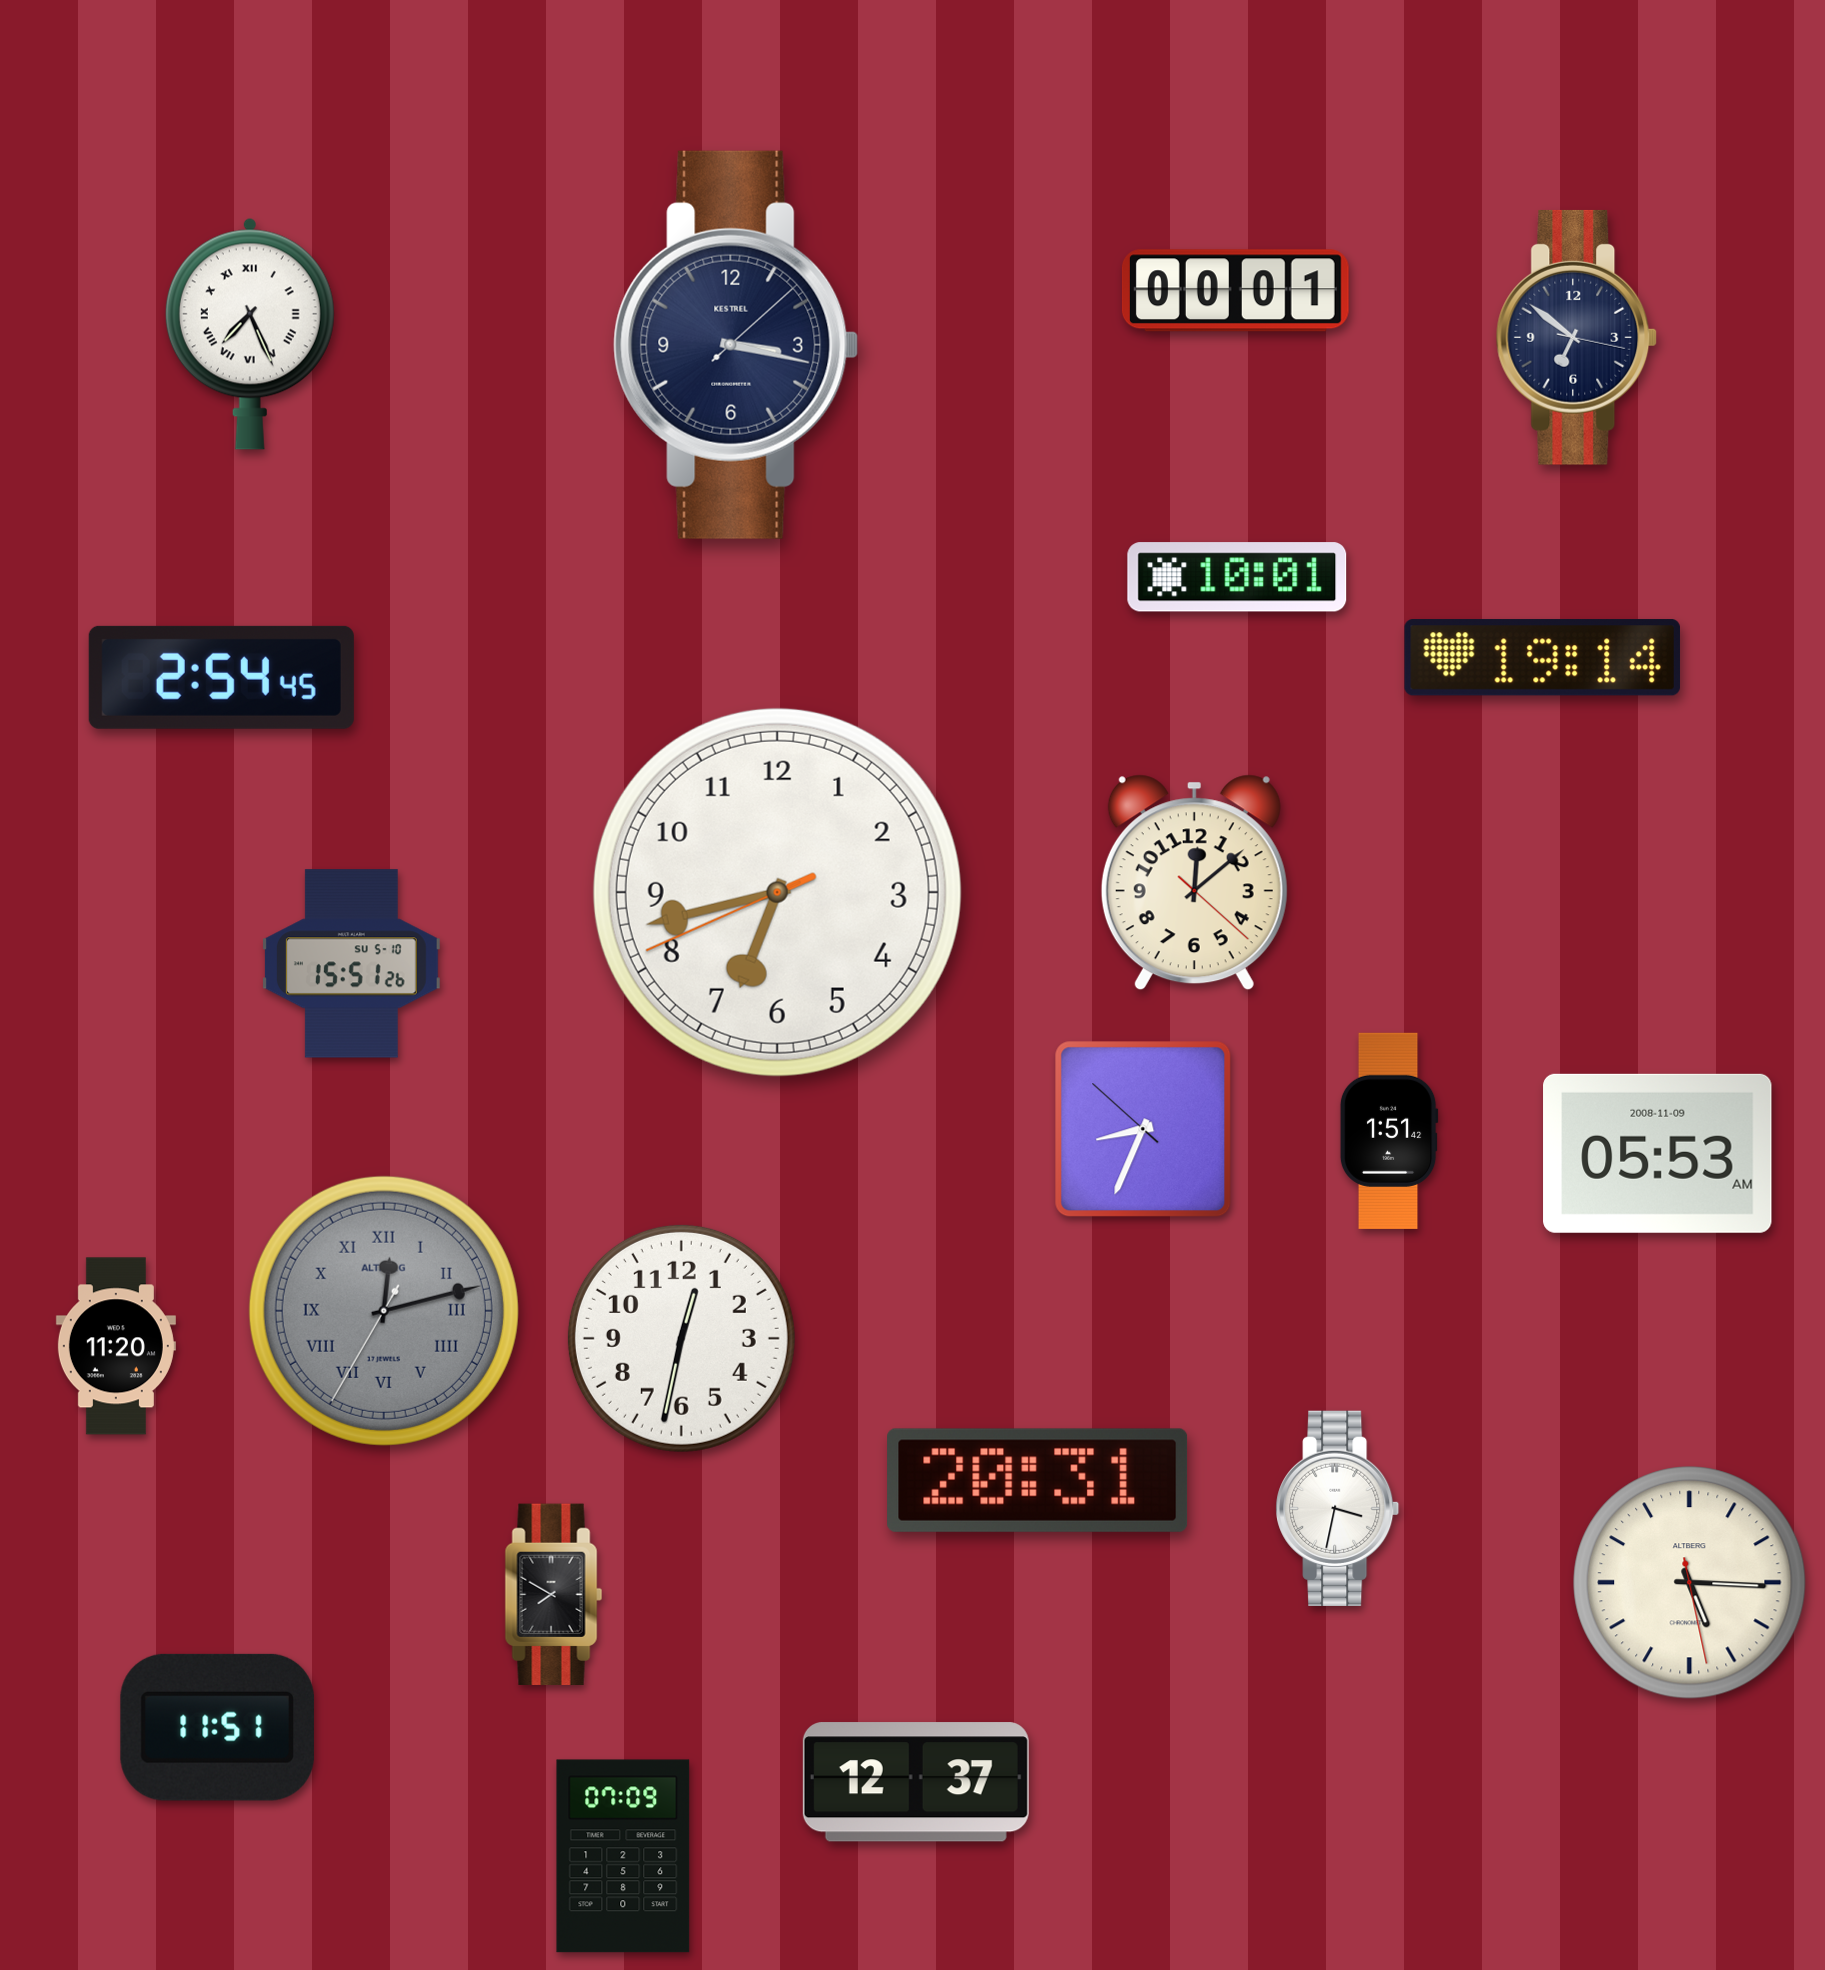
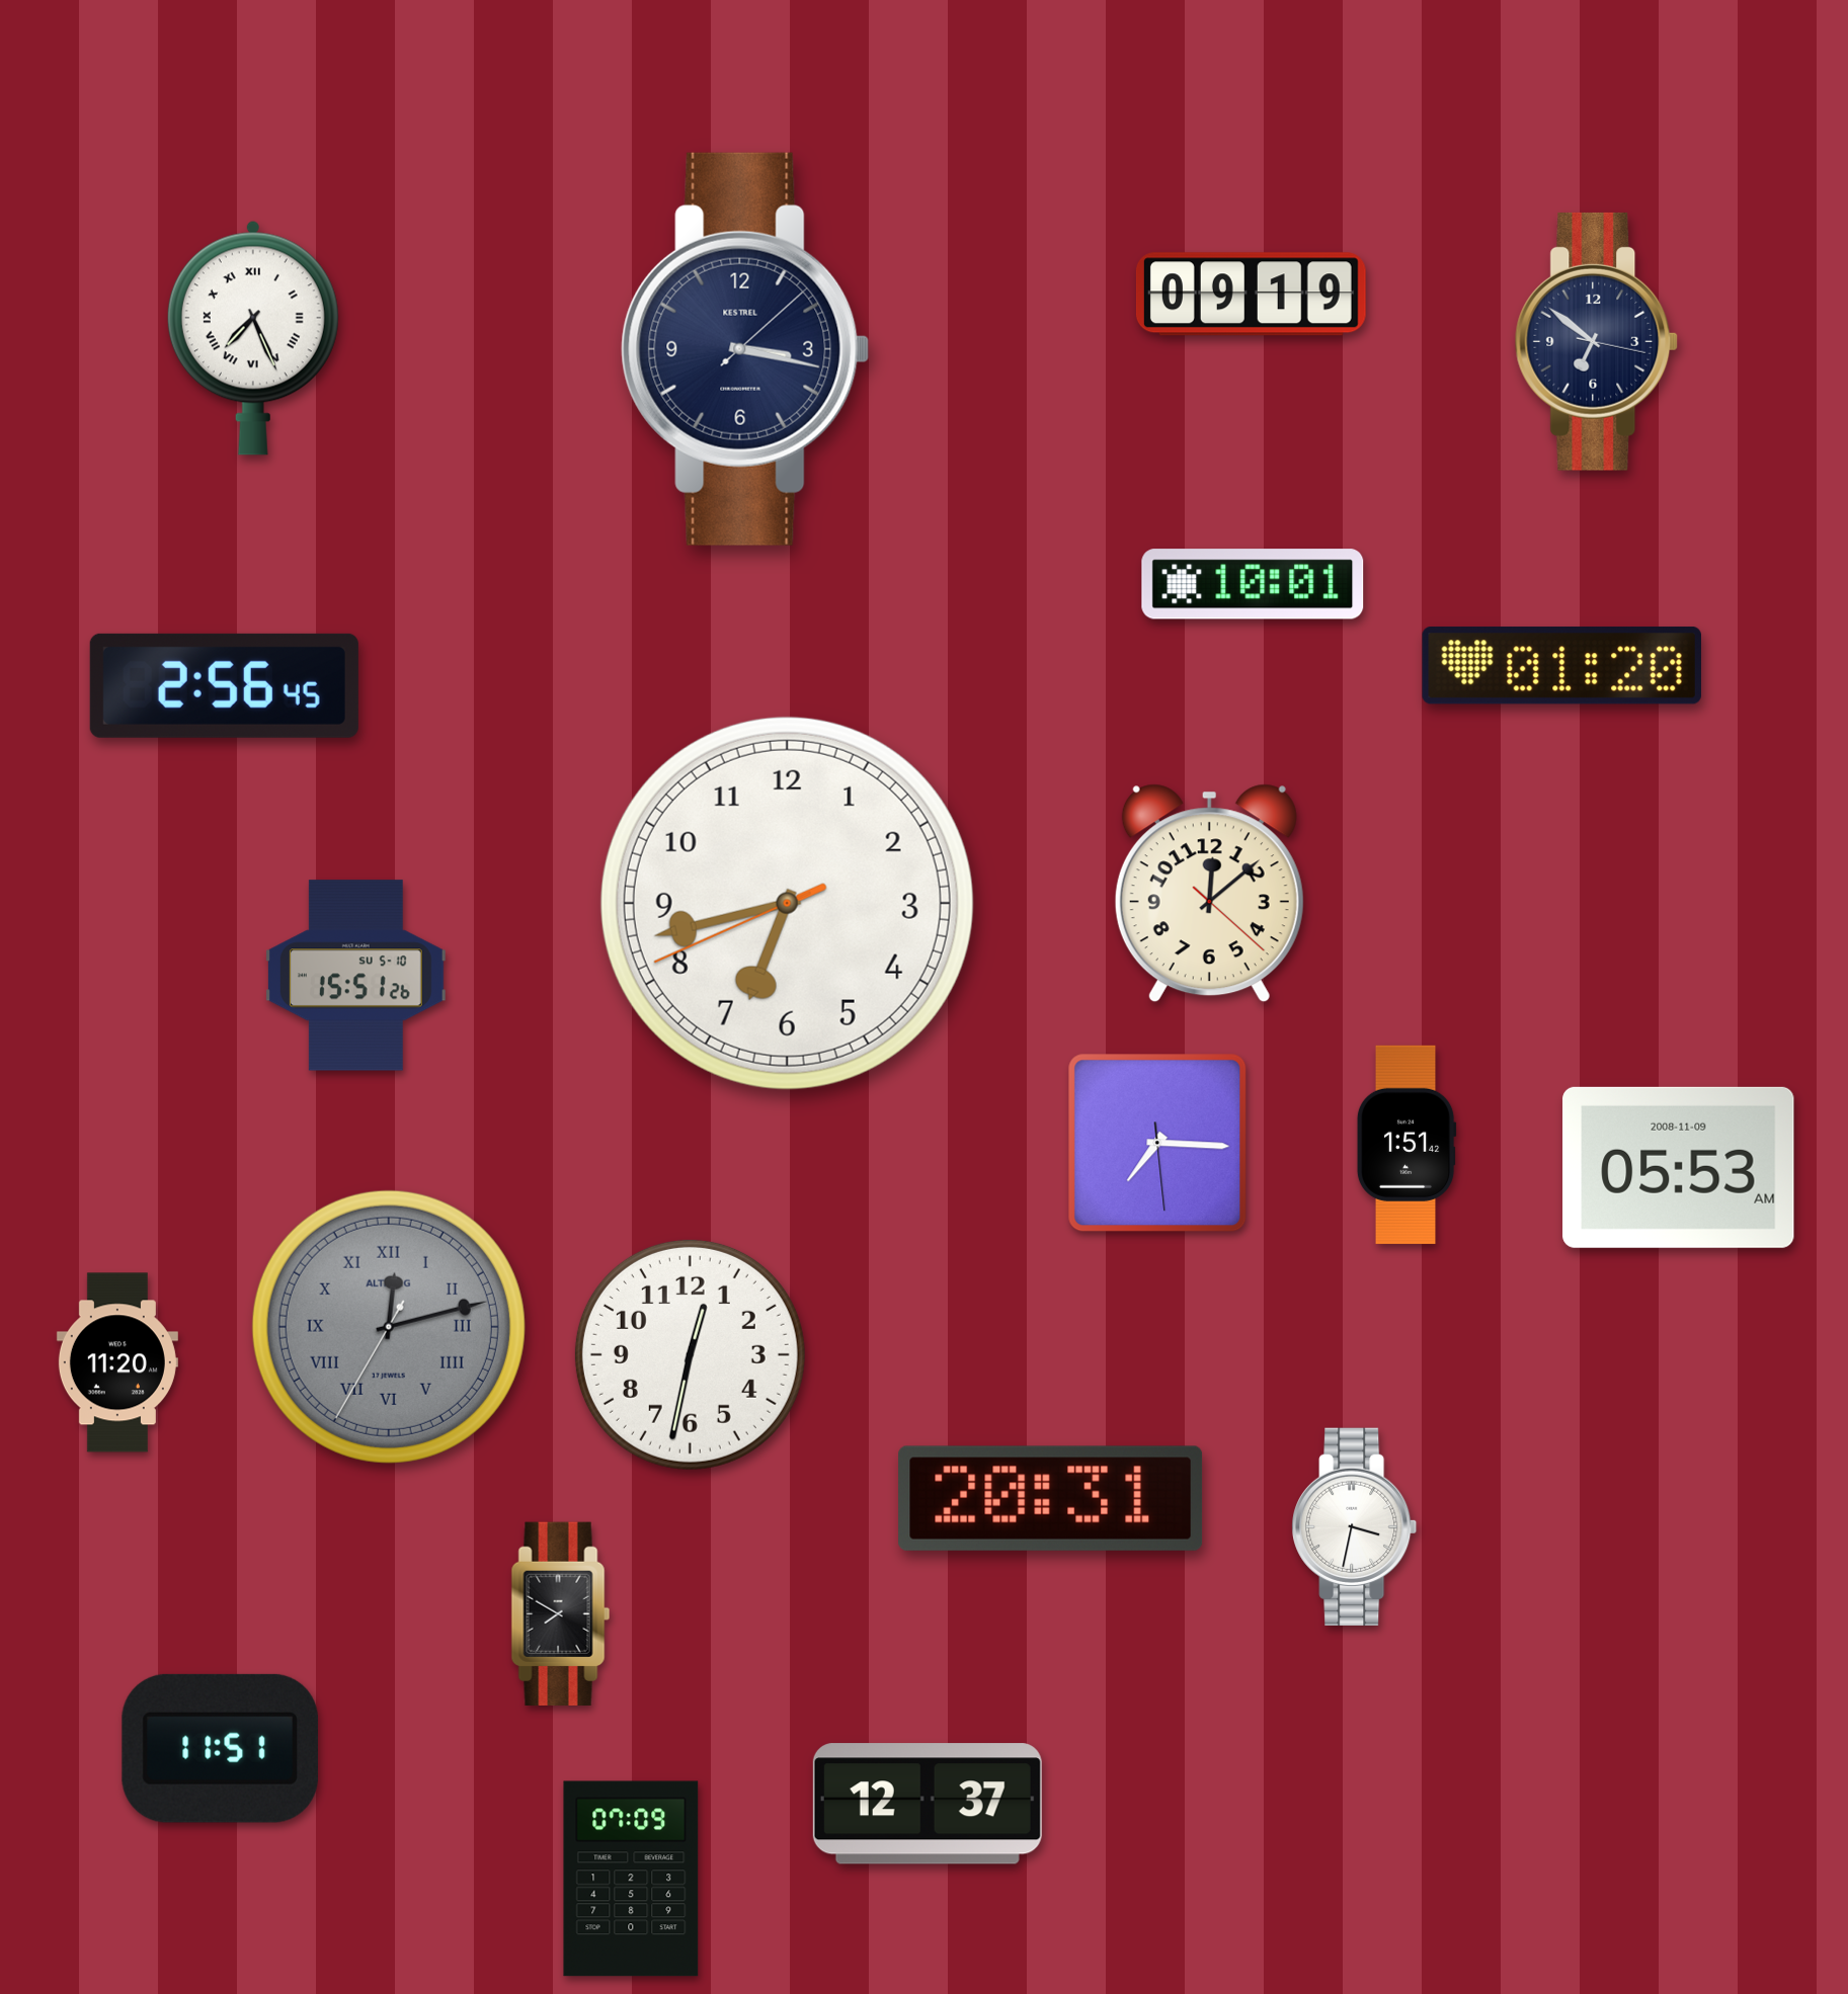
clock at (1235, 291): 00:01 -> 09:19
clock at (1542, 658): 19:14 -> 01:20
clock at (221, 677): 2:54 -> 2:56
clock at (1143, 1129): 8:33 -> 7:15
clock at (1690, 1583): 5:15 -> none
